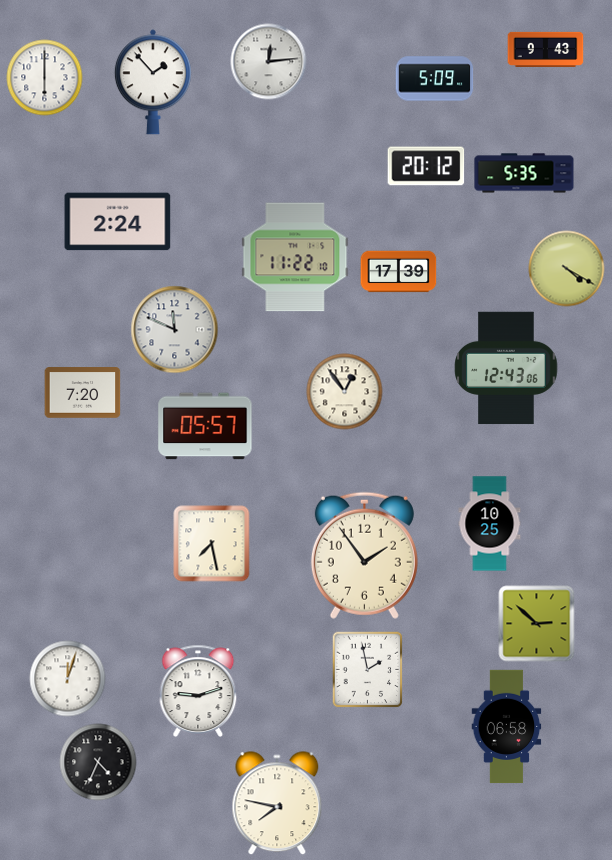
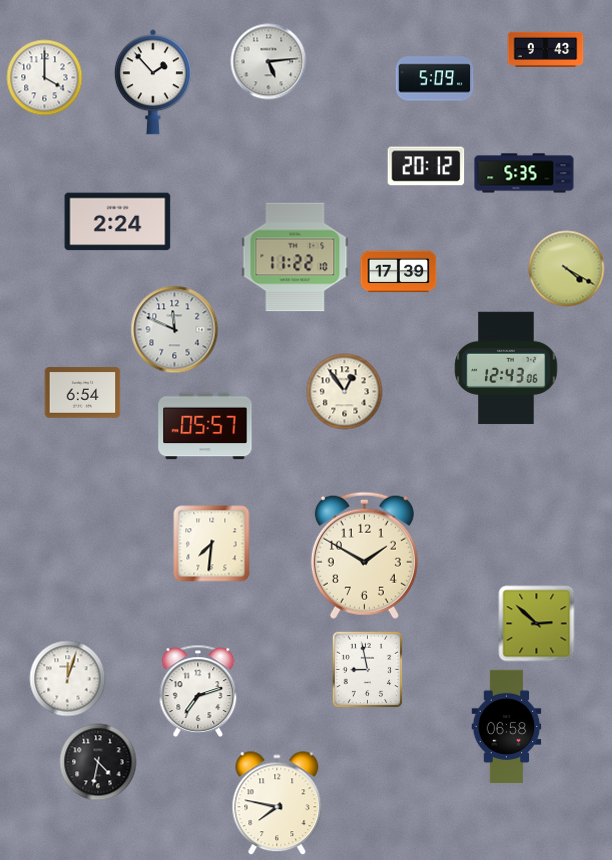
clock at (269, 62): 12:14 -> 5:14
clock at (45, 78): 6:00 -> 4:00
clock at (83, 393): 7:20 -> 6:54
clock at (490, 524): 10:25 -> none
clock at (212, 544): 7:28 -> 7:31
clock at (364, 555): 1:54 -> 1:50
clock at (368, 669): 1:58 -> 8:58
clock at (198, 691): 9:12 -> 7:12
clock at (98, 762): 4:34 -> 4:32
